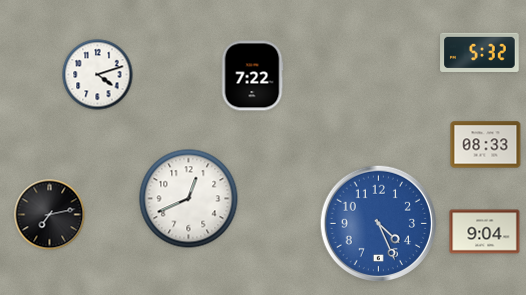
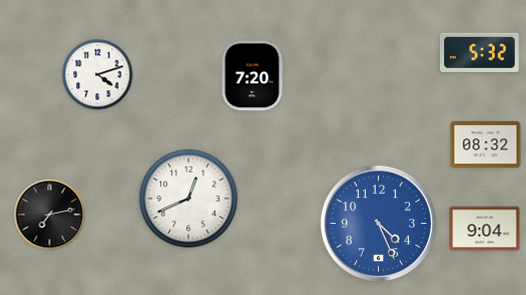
clock at (252, 76): 7:22 -> 7:20
clock at (486, 145): 08:33 -> 08:32
clock at (485, 232) position: (485, 232) -> (485, 229)
